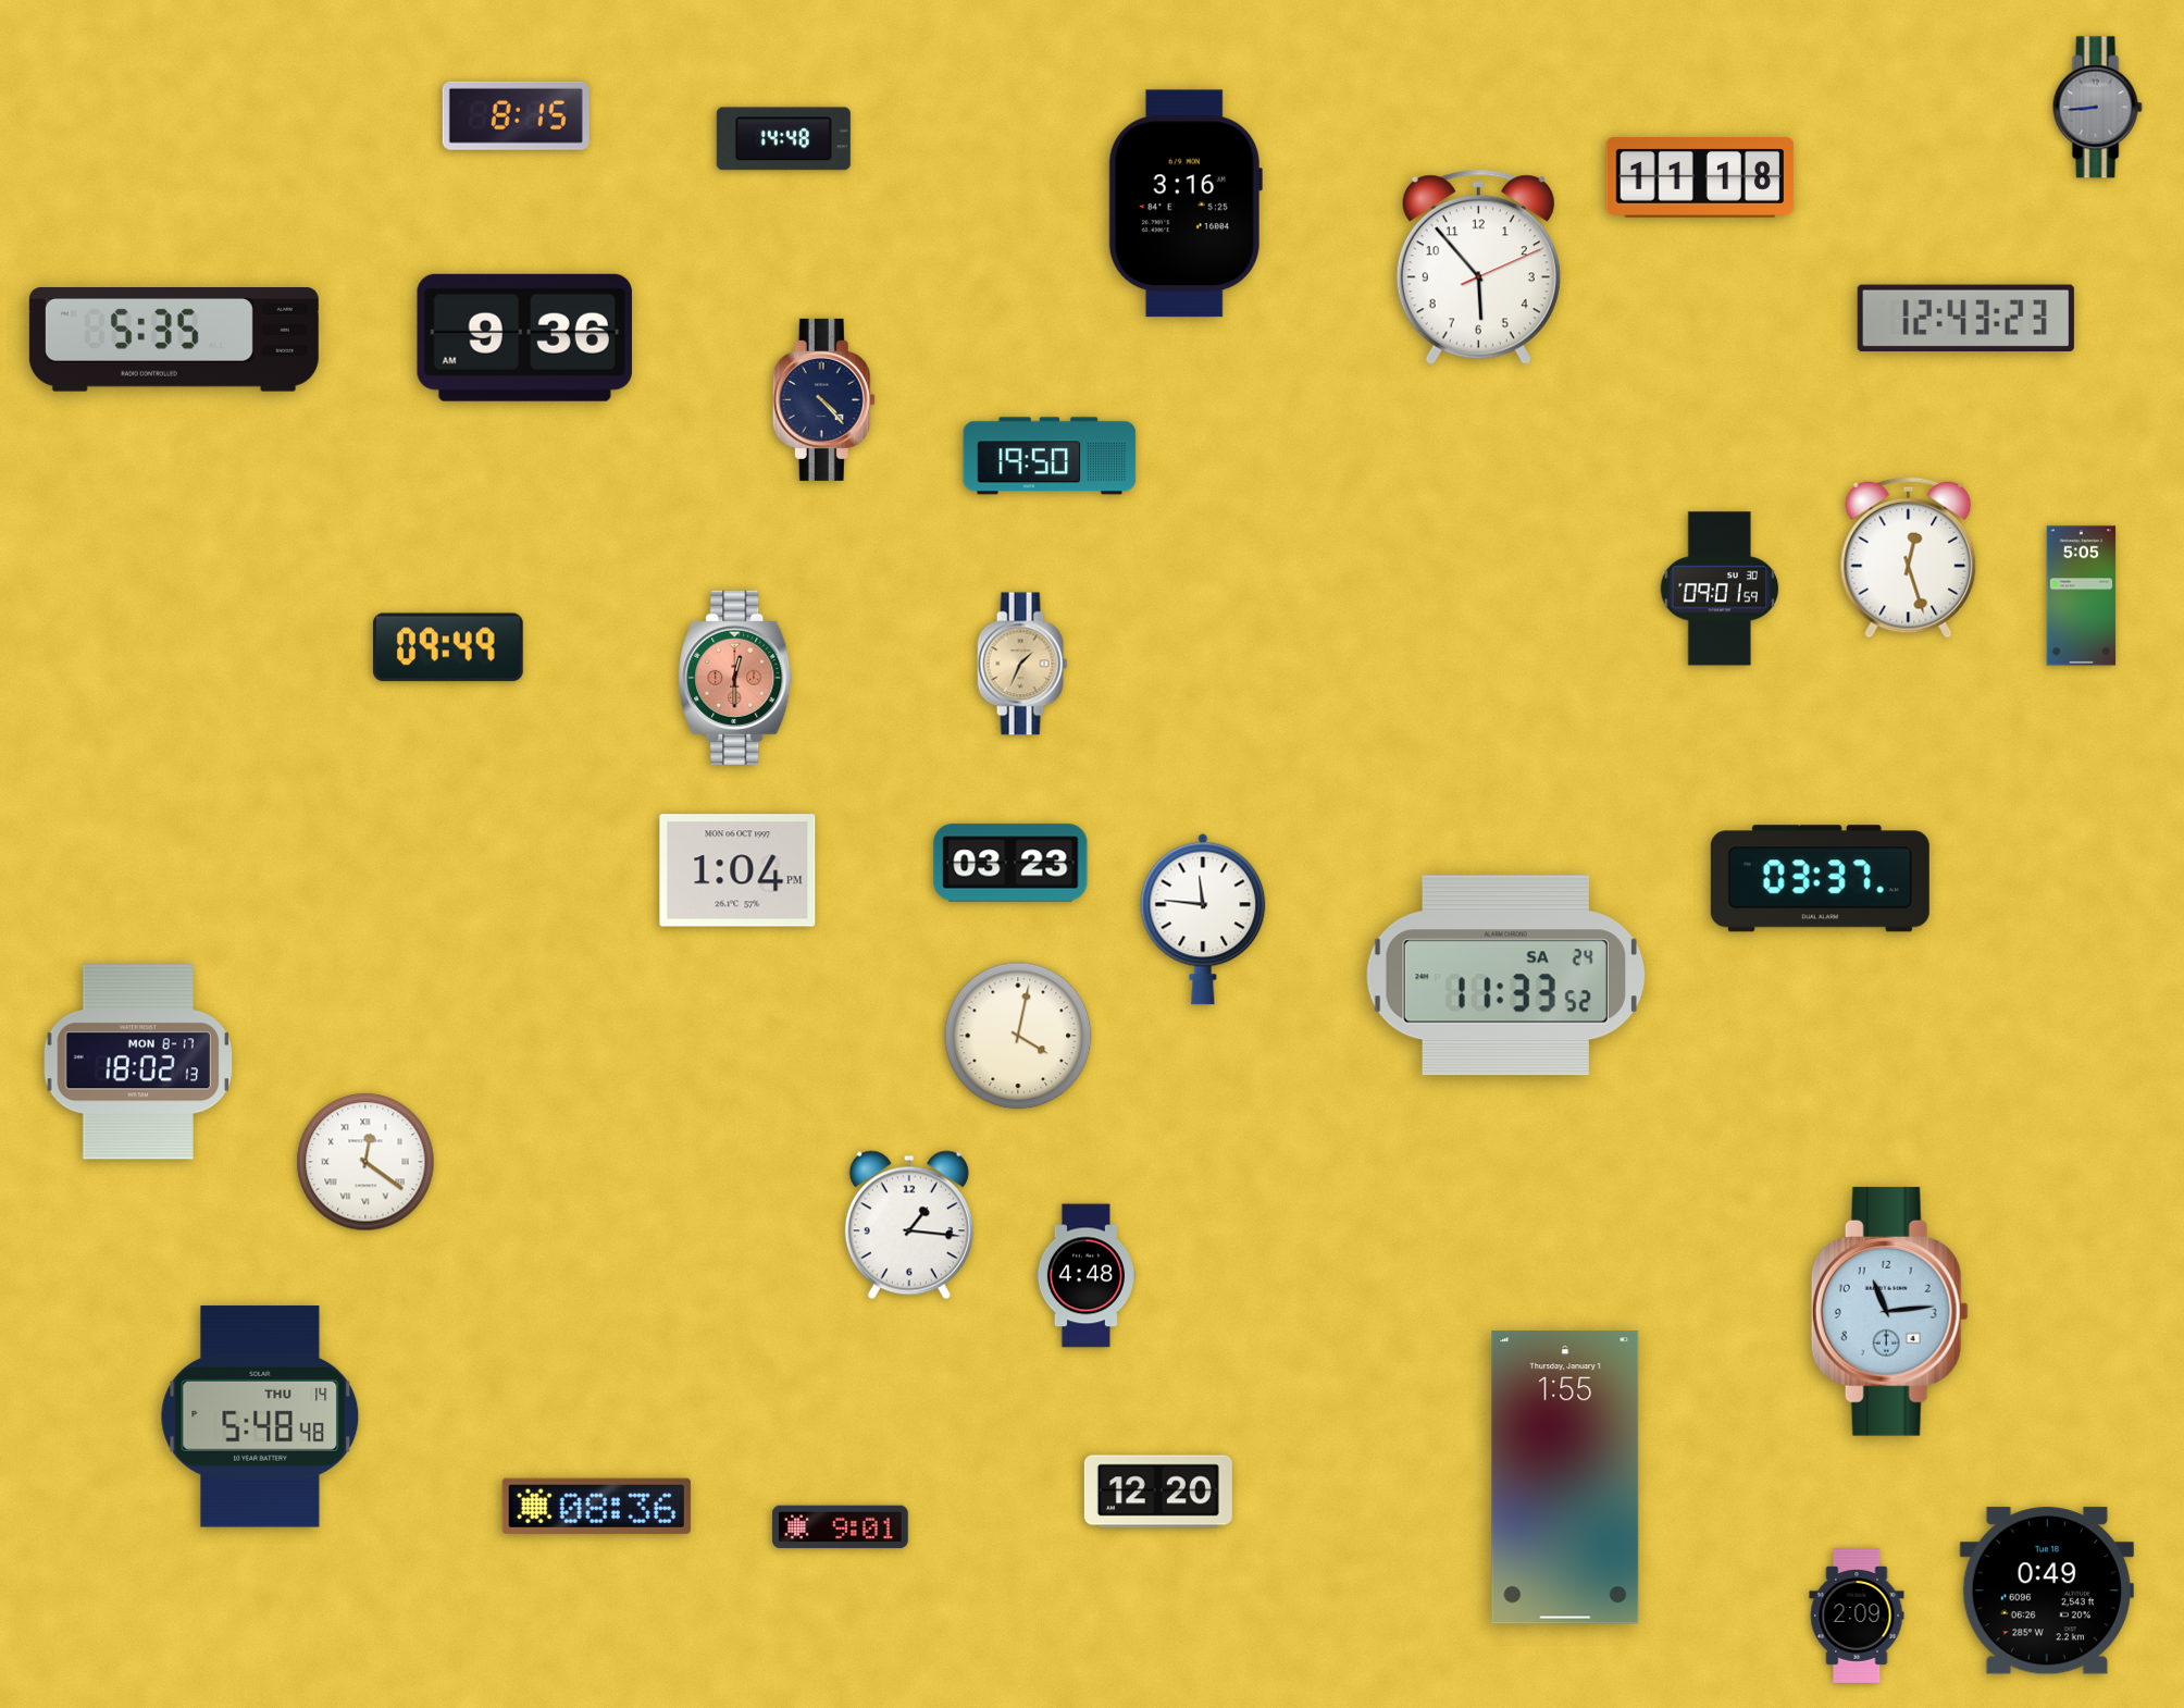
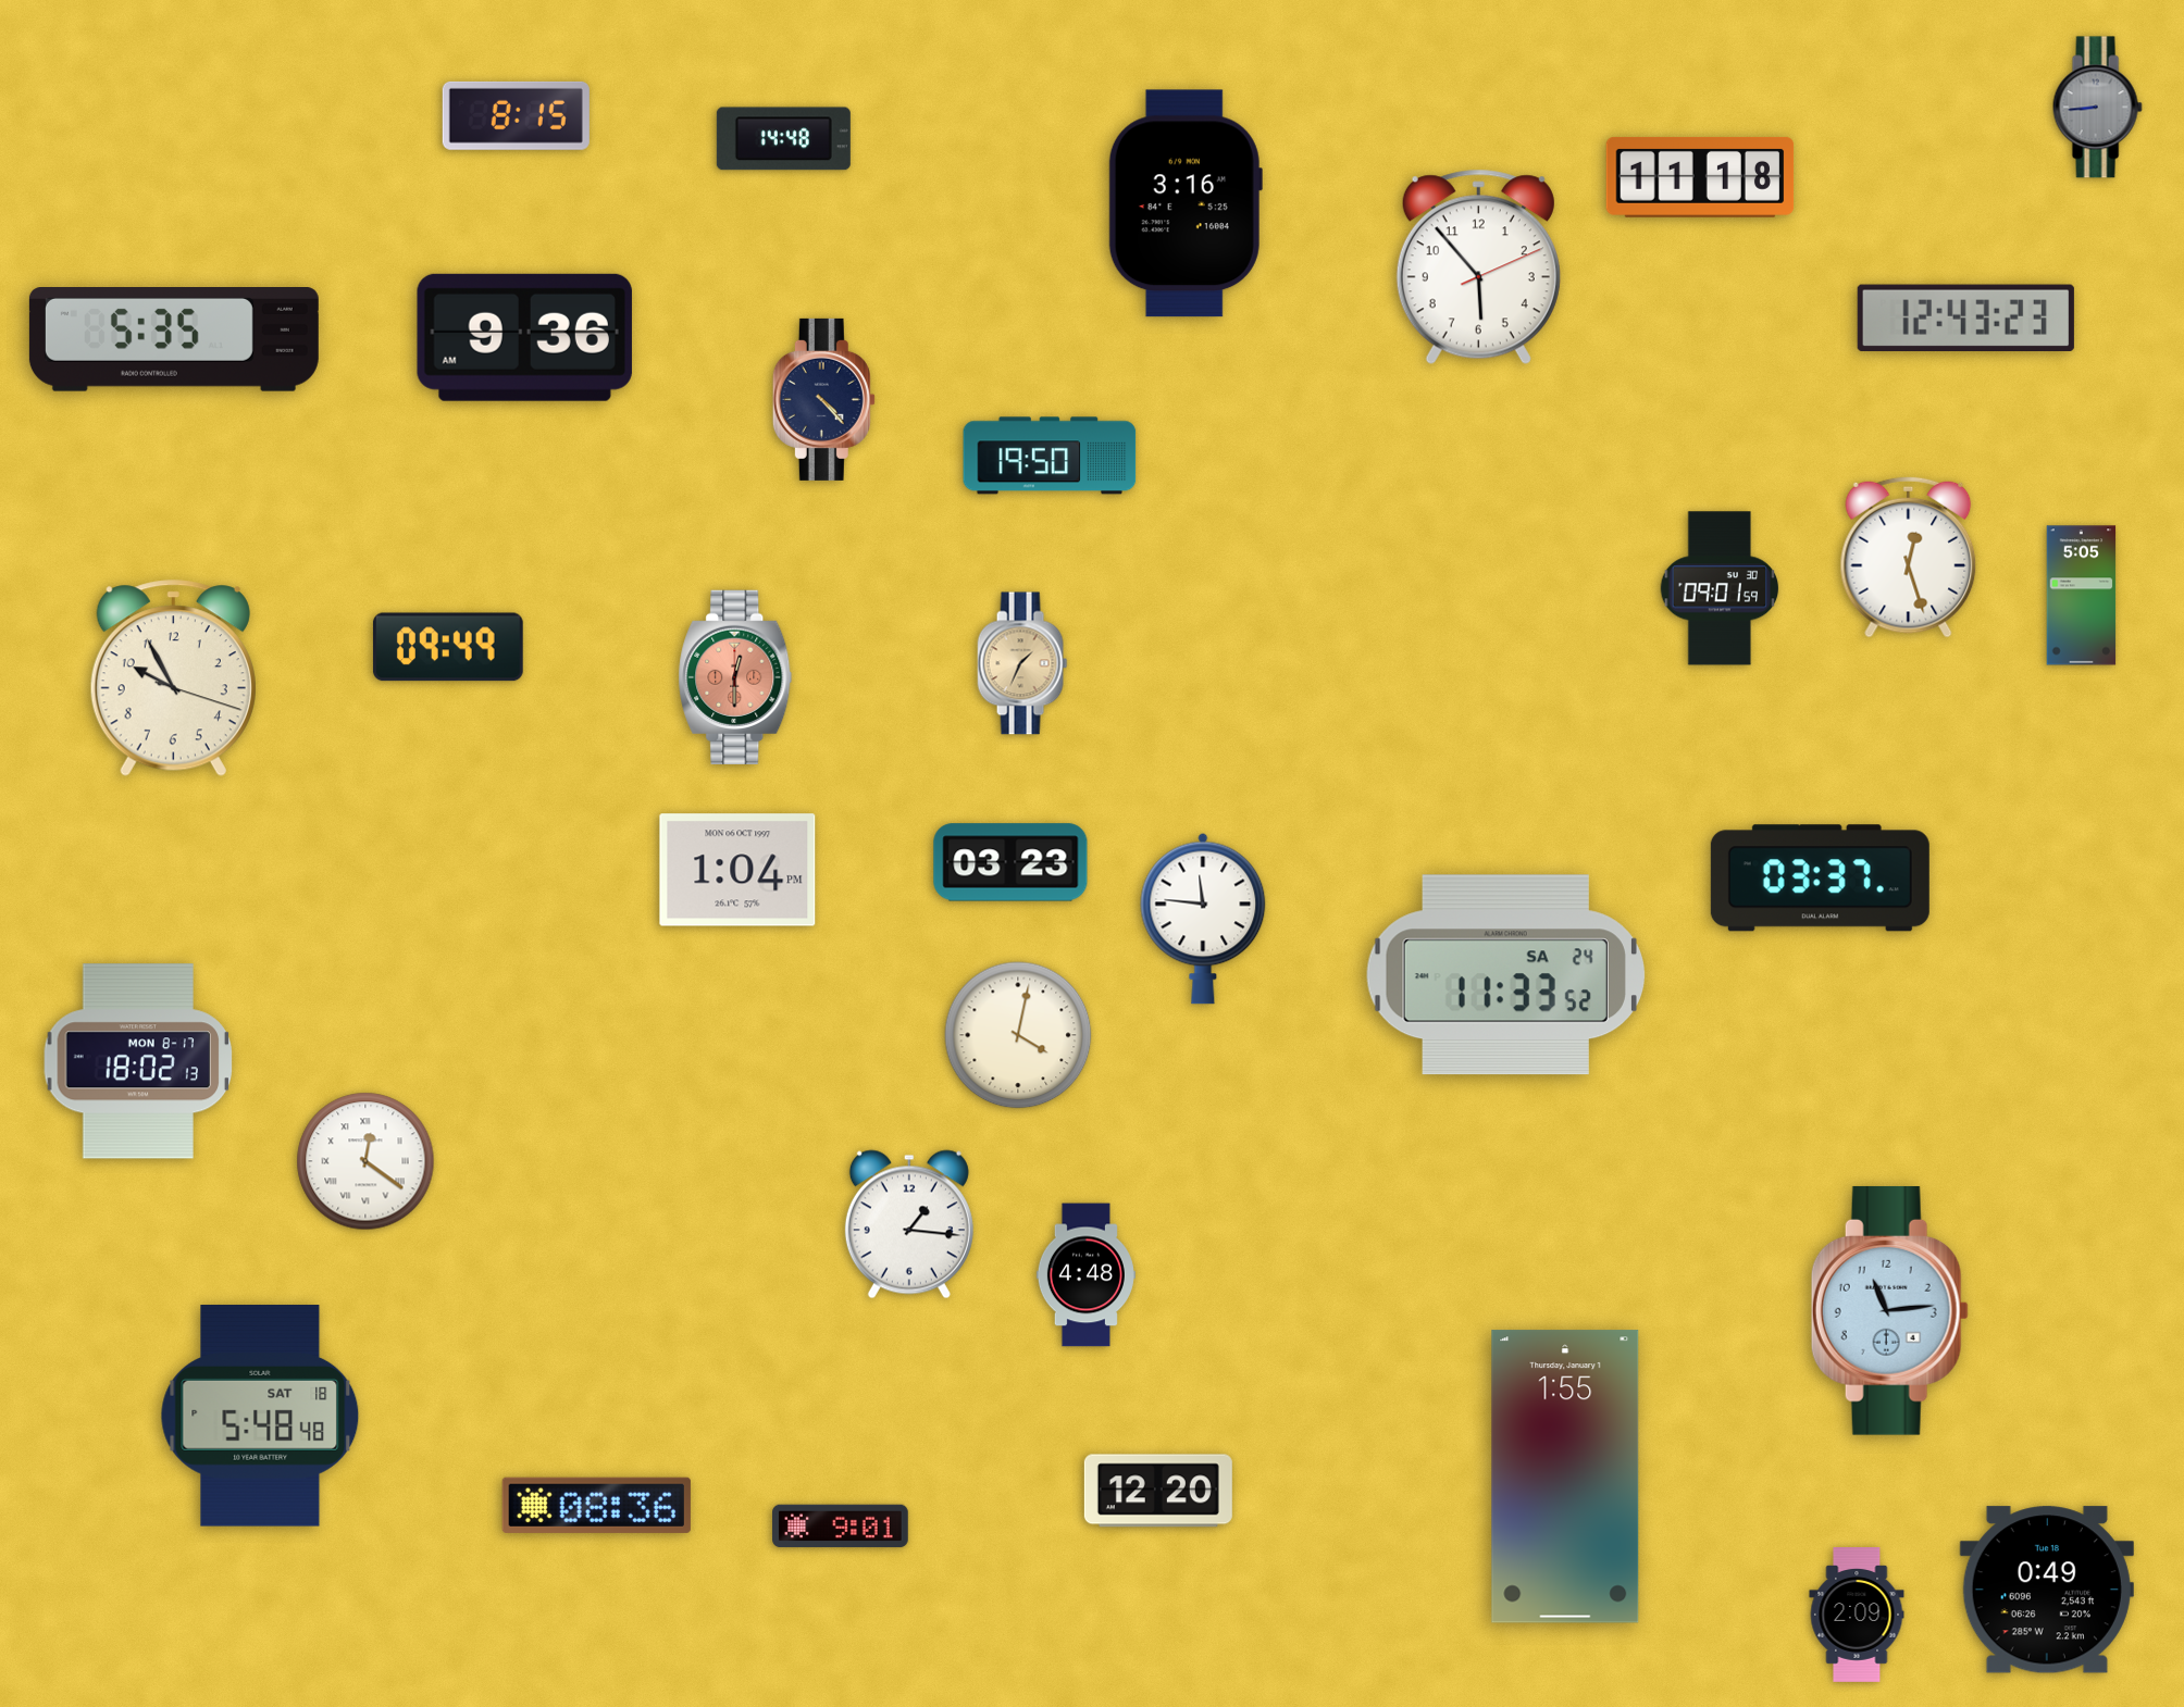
clock at (173, 678): none -> 9:55
clock at (260, 1416) date: THU 14 -> SAT 18
